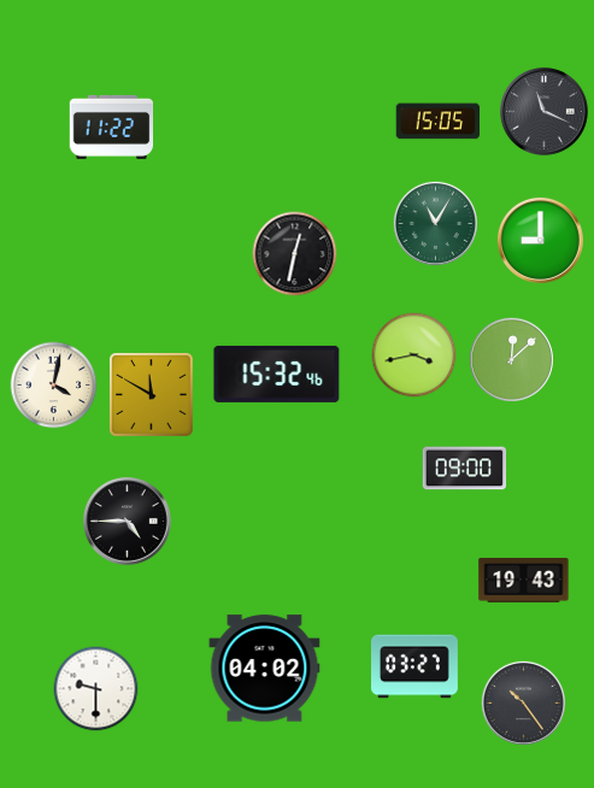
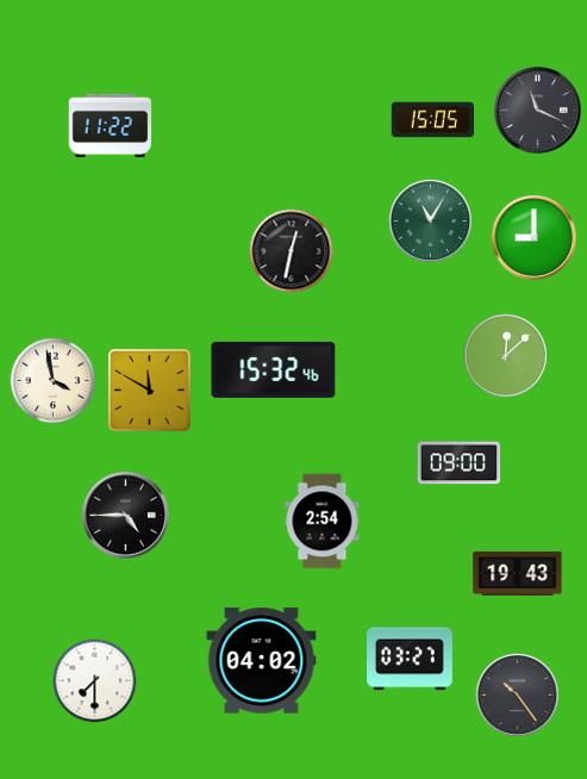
clock at (414, 355): 3:43 -> none
clock at (54, 386): 4:02 -> 3:58
clock at (323, 522): none -> 2:54
clock at (96, 689): 9:30 -> 7:30
